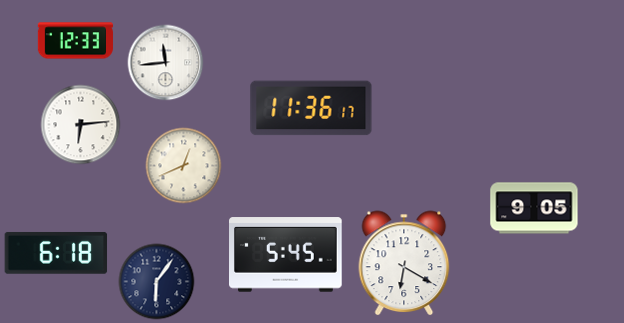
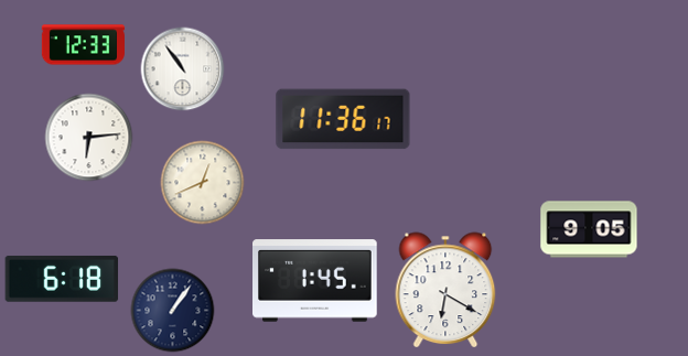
clock at (166, 63): 11:44 -> 10:54
clock at (286, 255): 5:45 -> 1:45
clock at (157, 282): 6:06 -> 1:06
